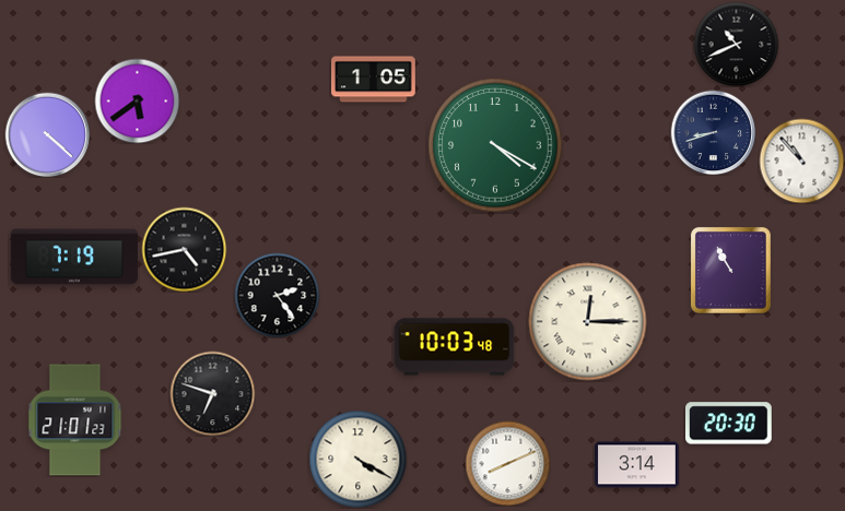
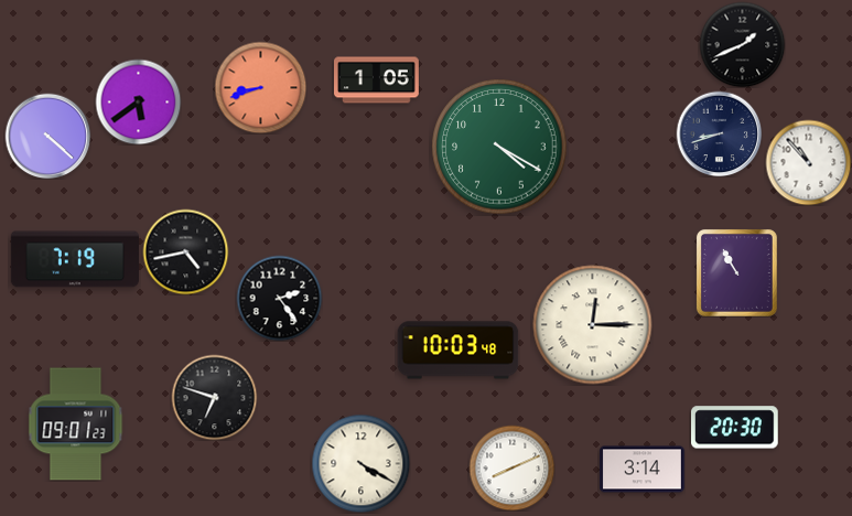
clock at (736, 44): 10:41 -> 1:41
clock at (260, 87): none -> 8:42
clock at (75, 420): 21:01 -> 09:01
